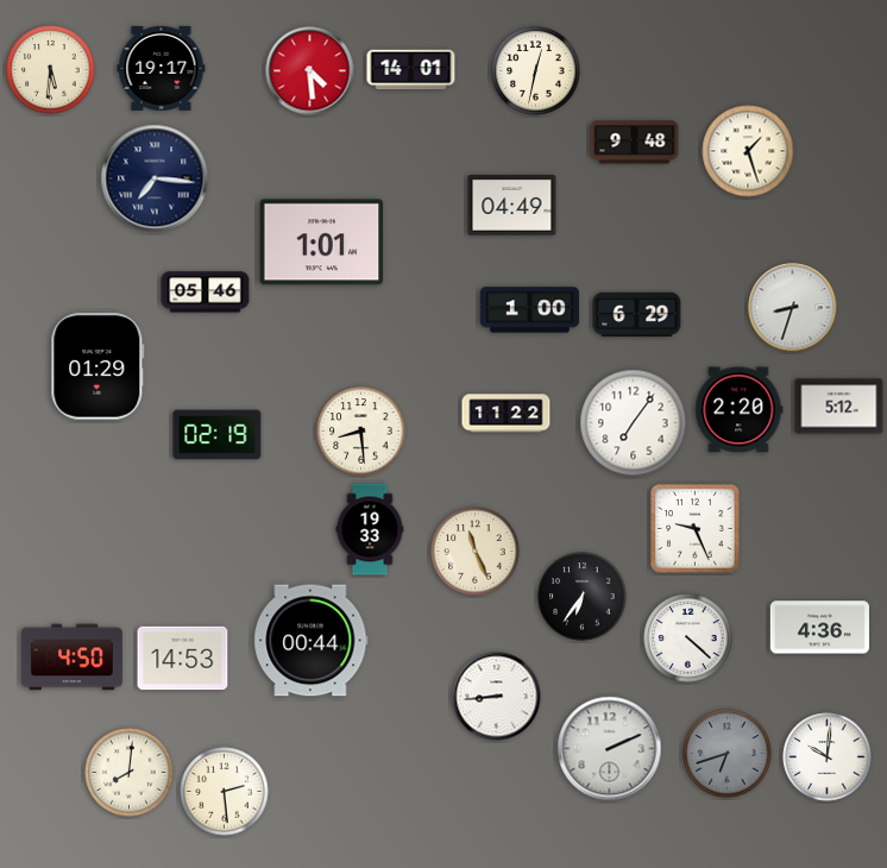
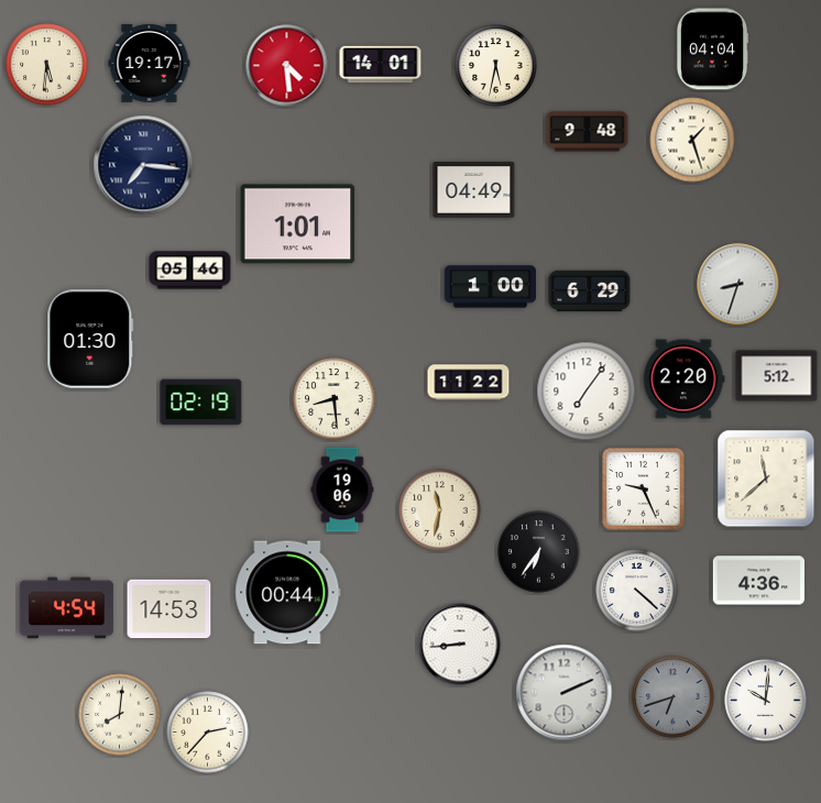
clock at (712, 50): none -> 04:04
clock at (536, 71): 12:32 -> 5:32
clock at (793, 308) position: (793, 308) -> (738, 285)
clock at (97, 366): 01:29 -> 01:30
clock at (766, 479): none -> 11:38
clock at (370, 529): 19:33 -> 19:06
clock at (476, 552): 11:26 -> 11:32
clock at (71, 658): 4:50 -> 4:54
clock at (225, 792): 2:29 -> 2:37
